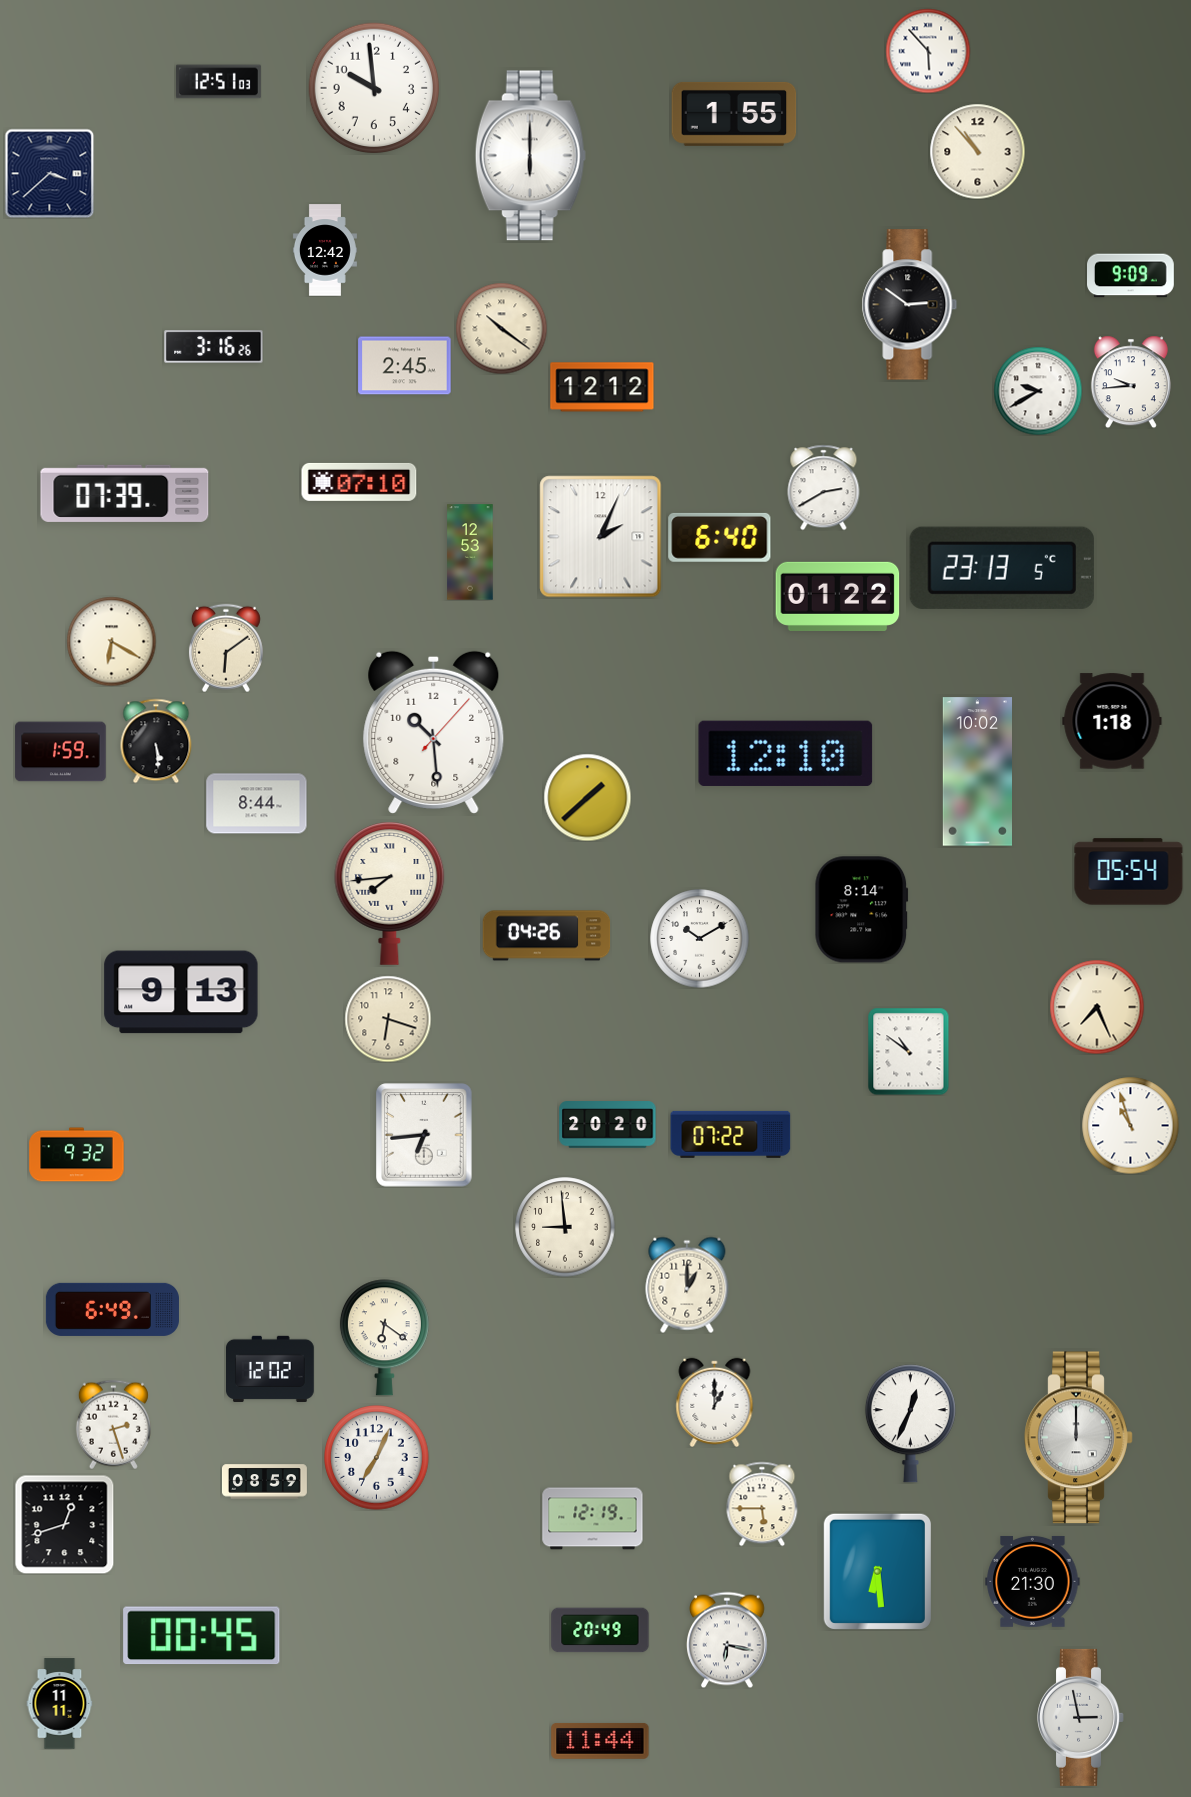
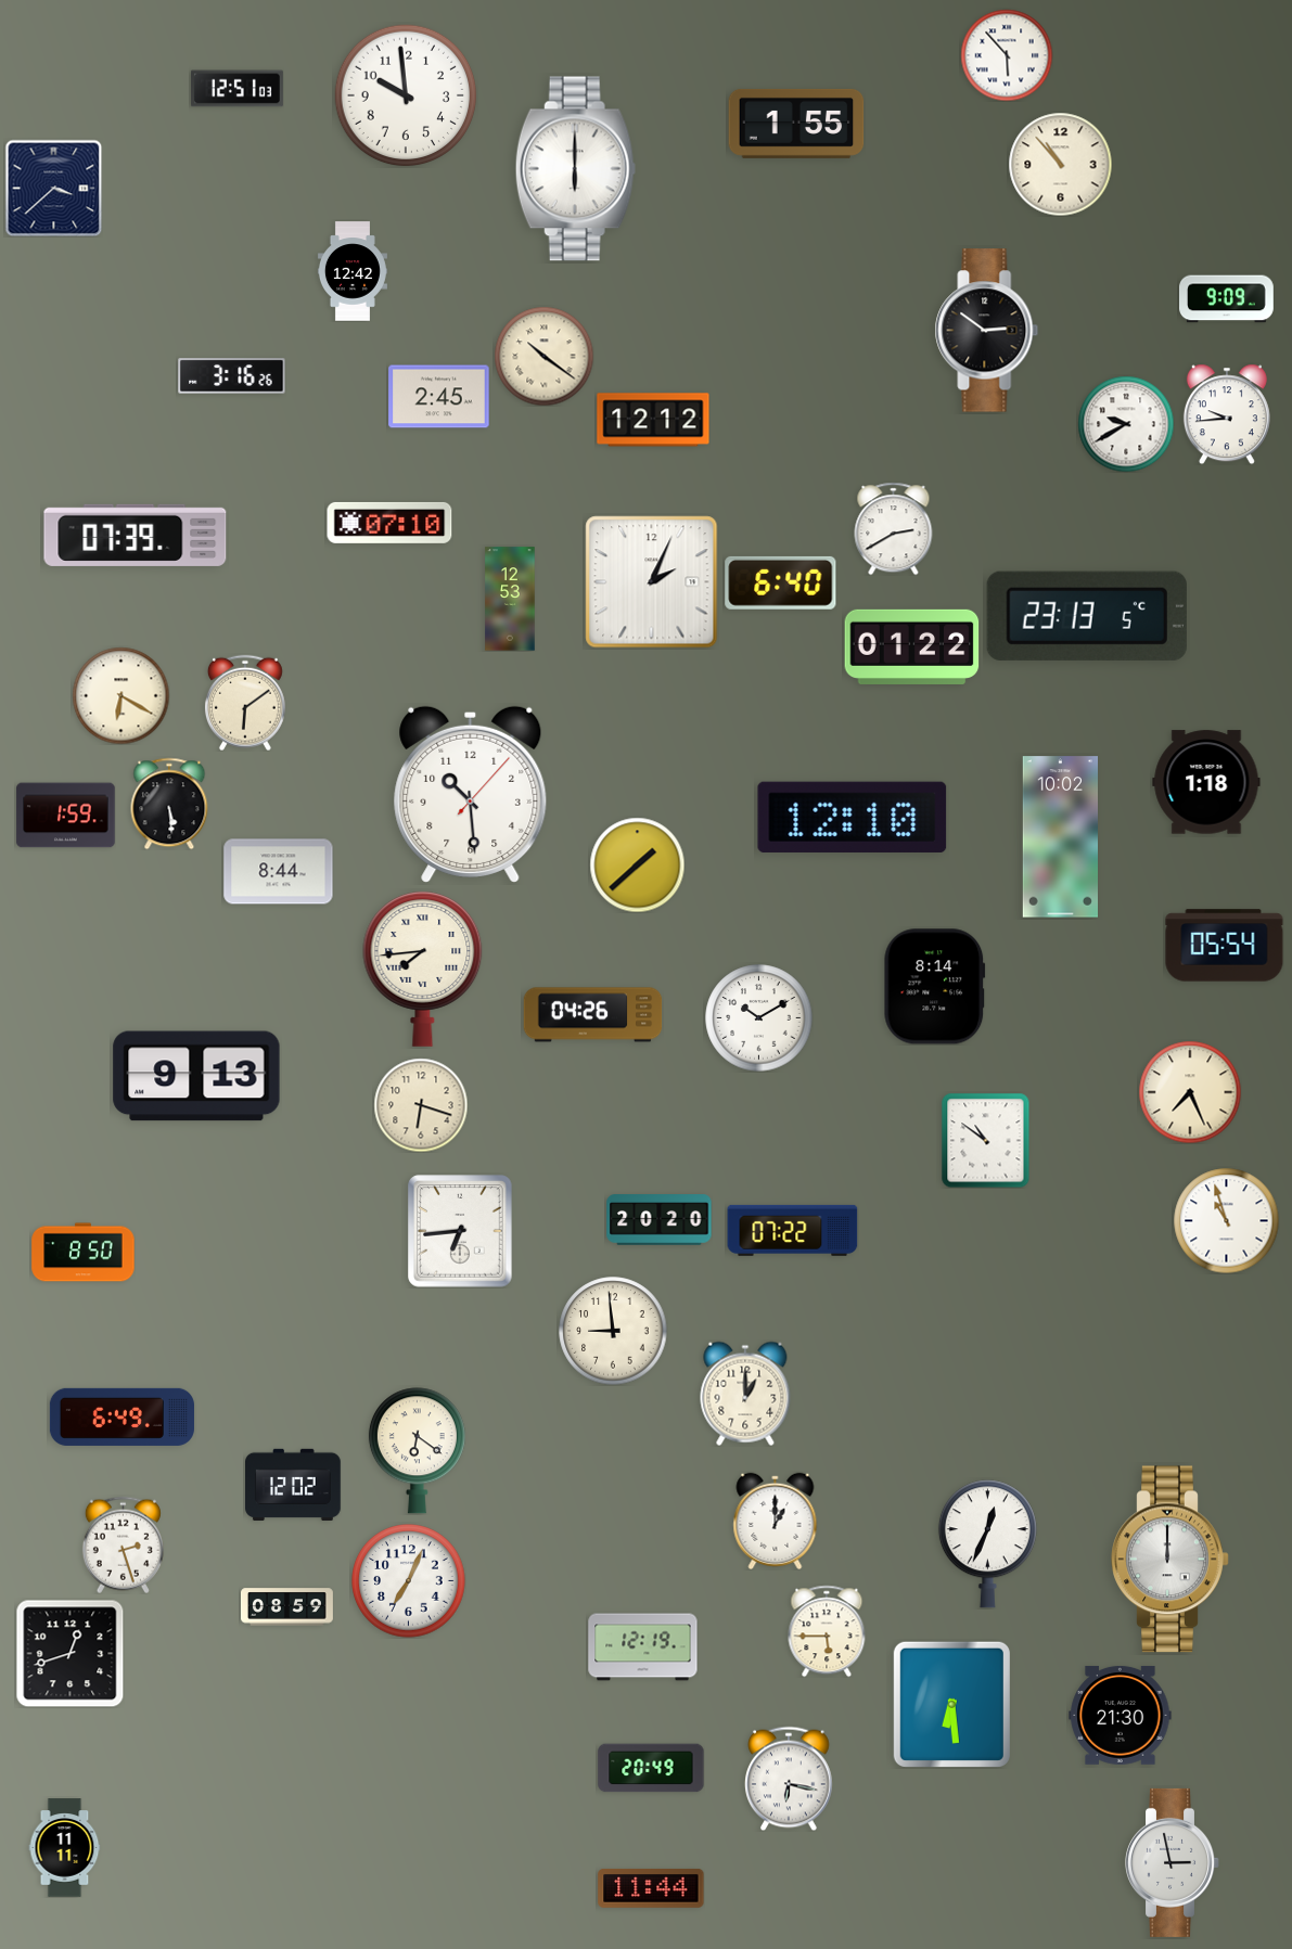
clock at (838, 596) position: (838, 596) -> (912, 646)
clock at (77, 1155): 9:32 -> 8:50
clock at (112, 1309) position: (112, 1309) -> (121, 1416)
clock at (202, 1635): 00:45 -> none
